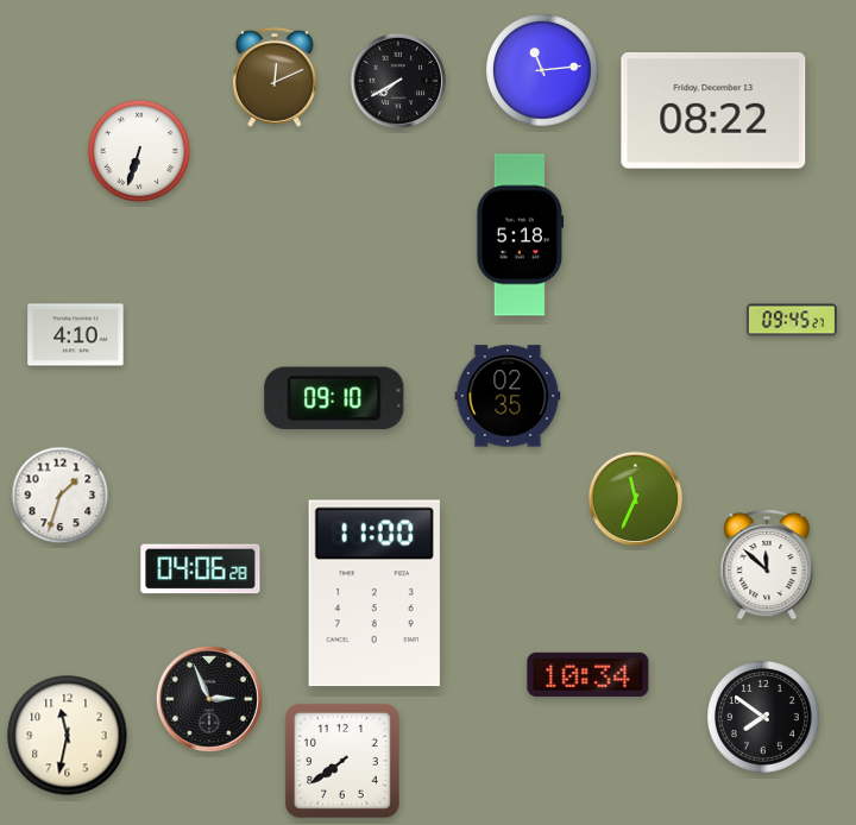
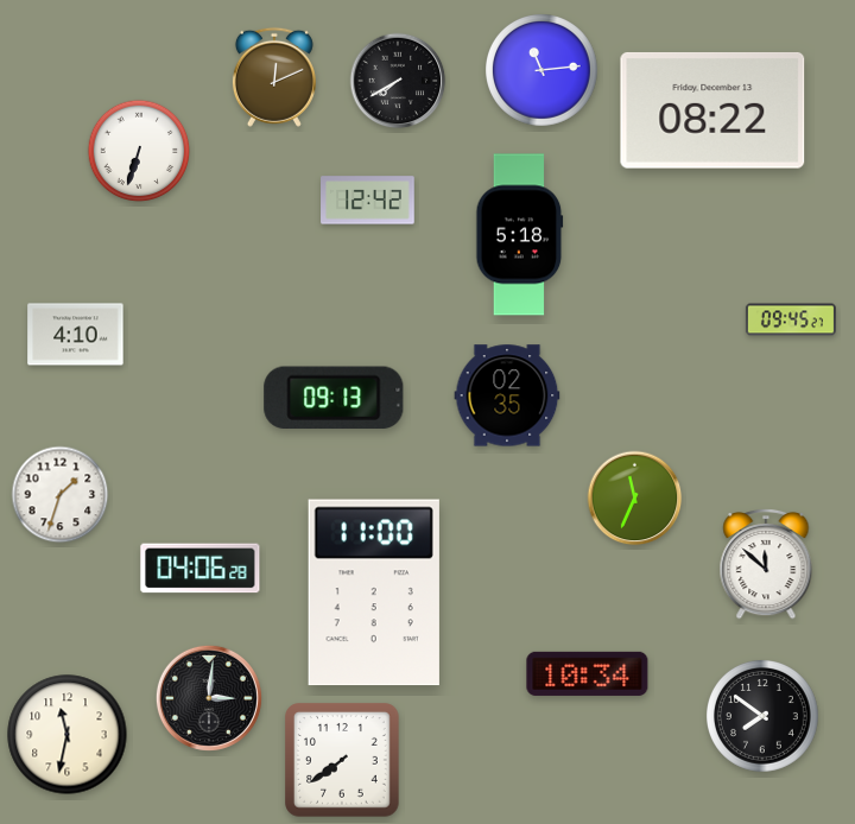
clock at (368, 201): none -> 12:42
clock at (334, 398): 09:10 -> 09:13
clock at (209, 699): 2:56 -> 3:01
